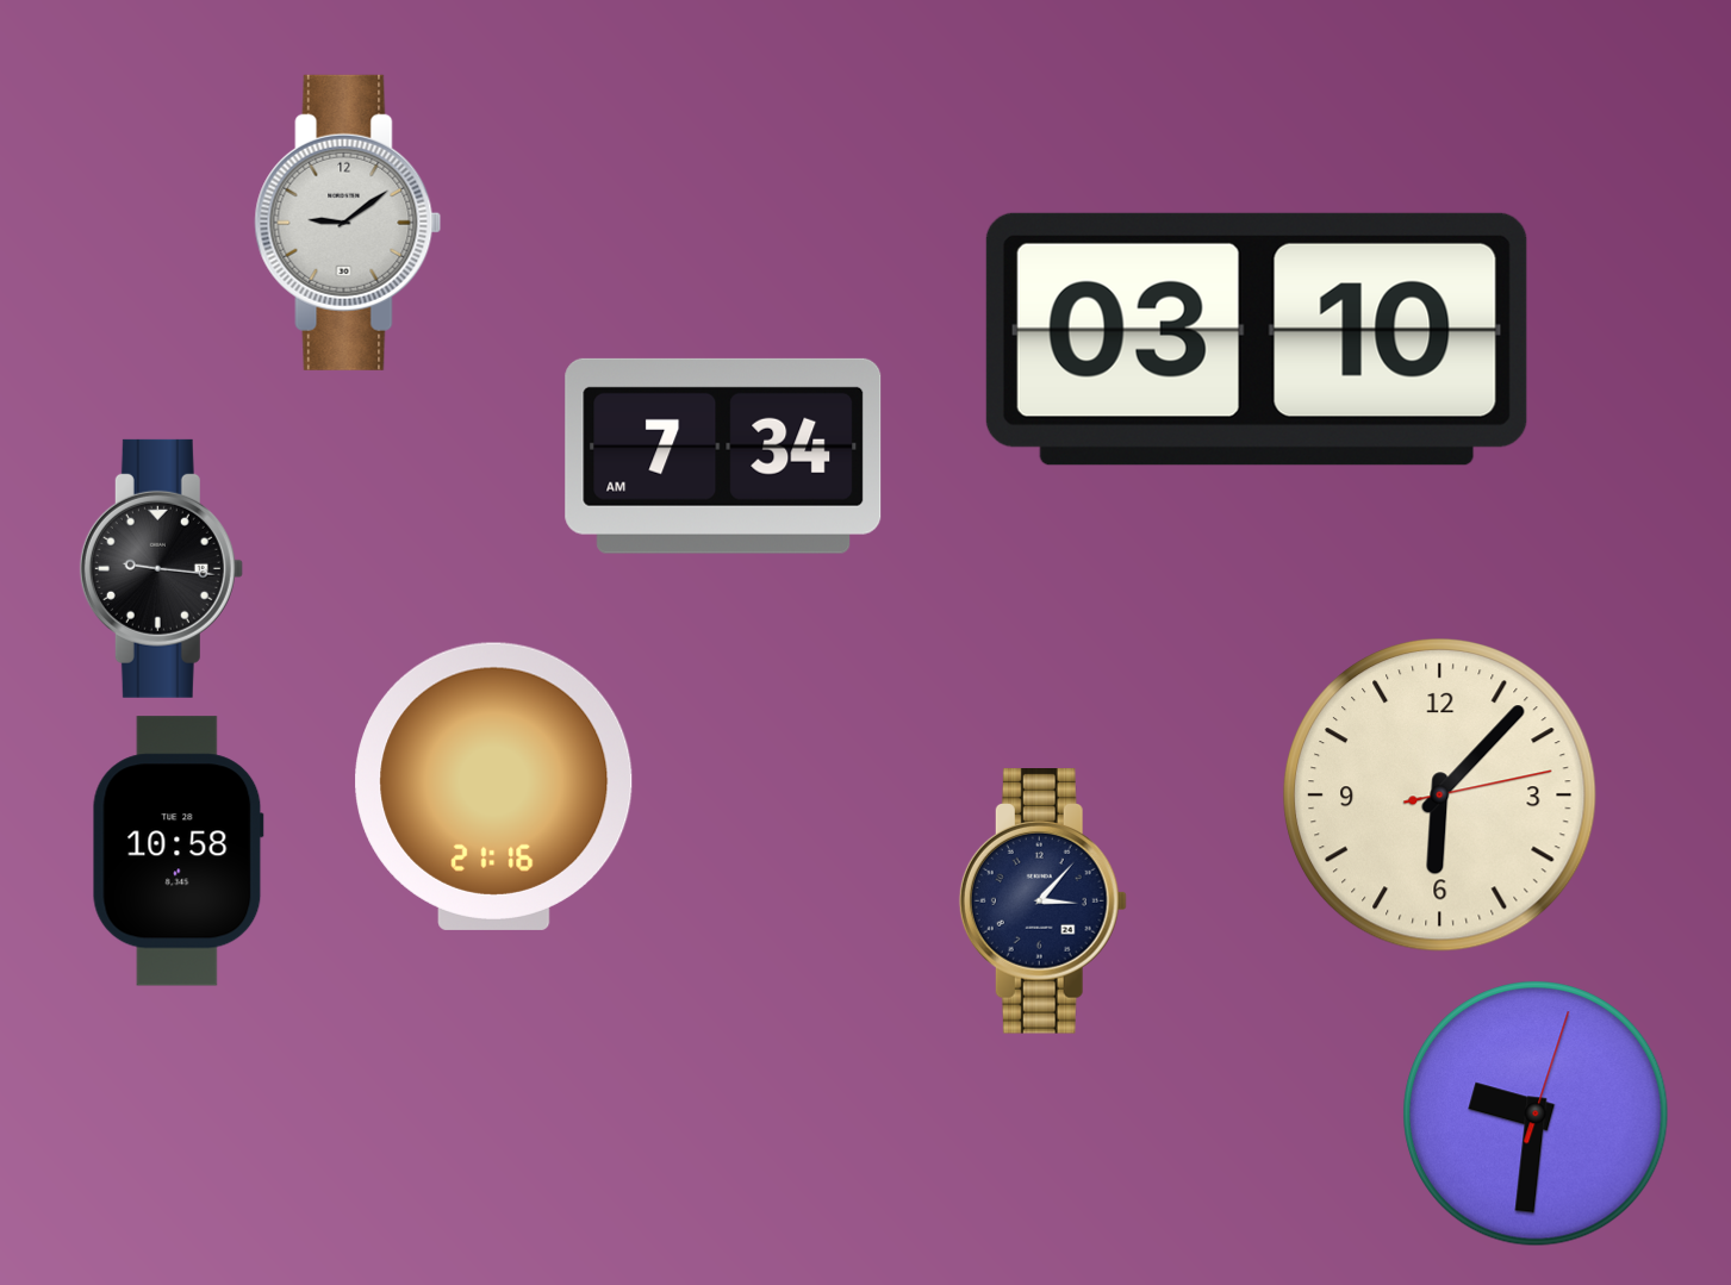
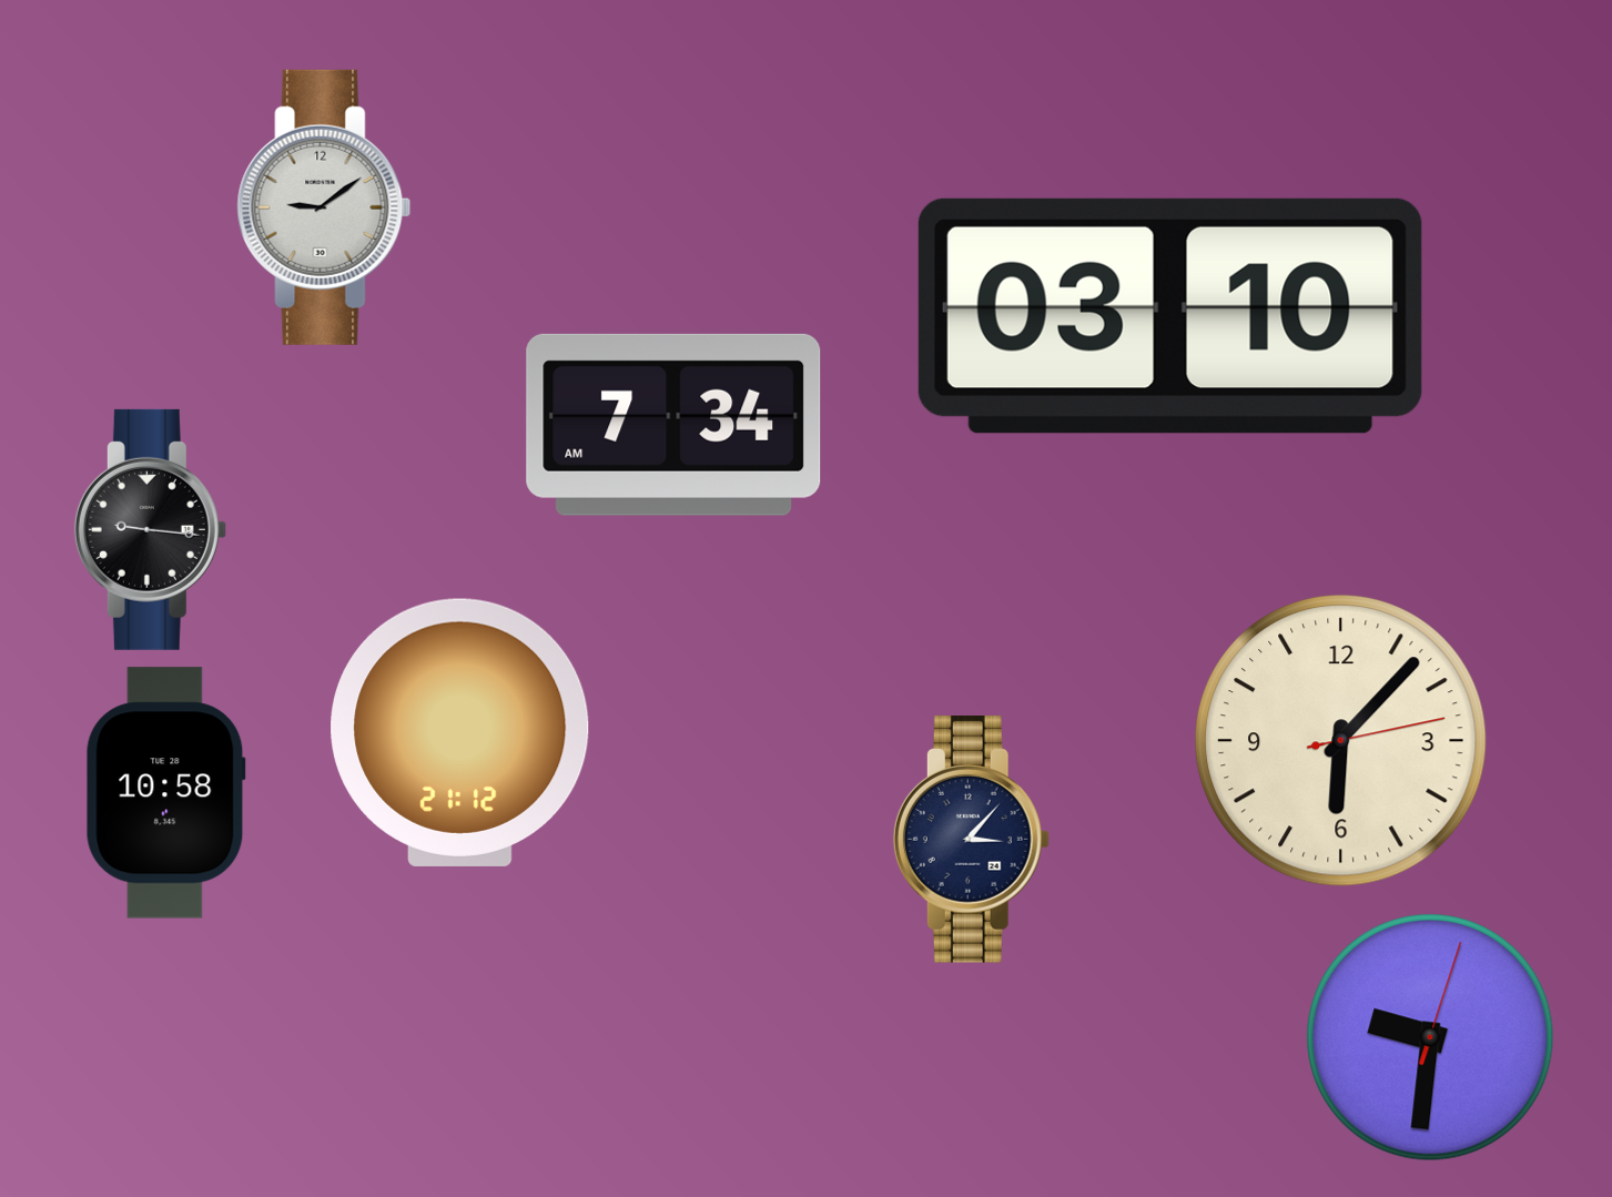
clock at (494, 786): 21:16 -> 21:12
